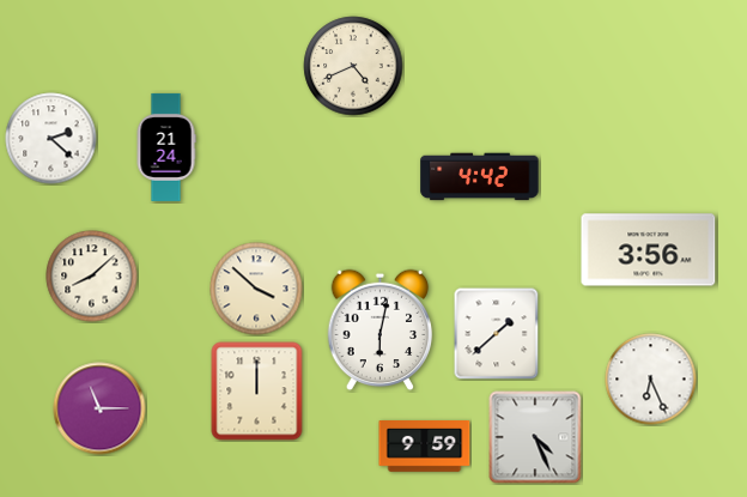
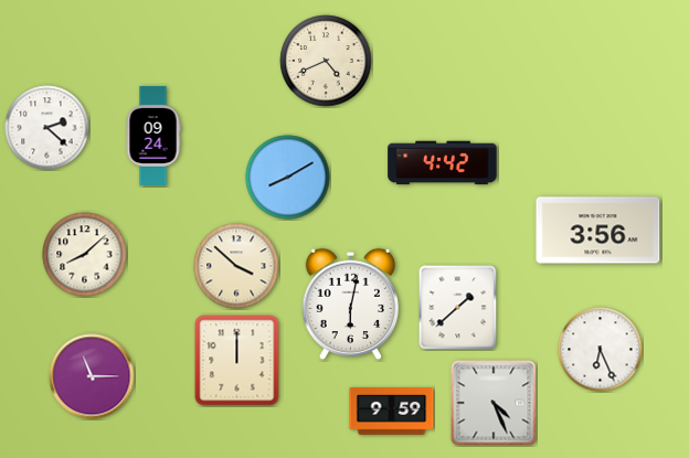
clock at (166, 147): 21:24 -> 09:24
clock at (288, 178): none -> 8:10
